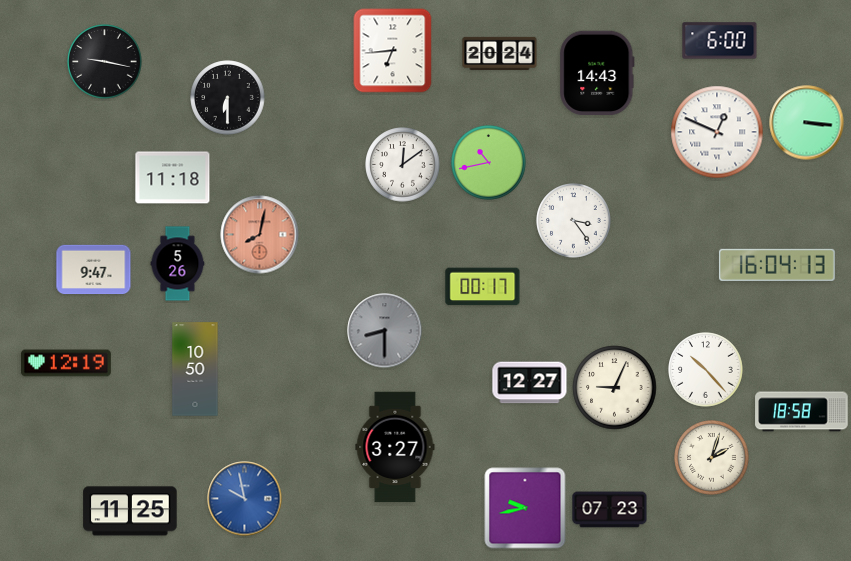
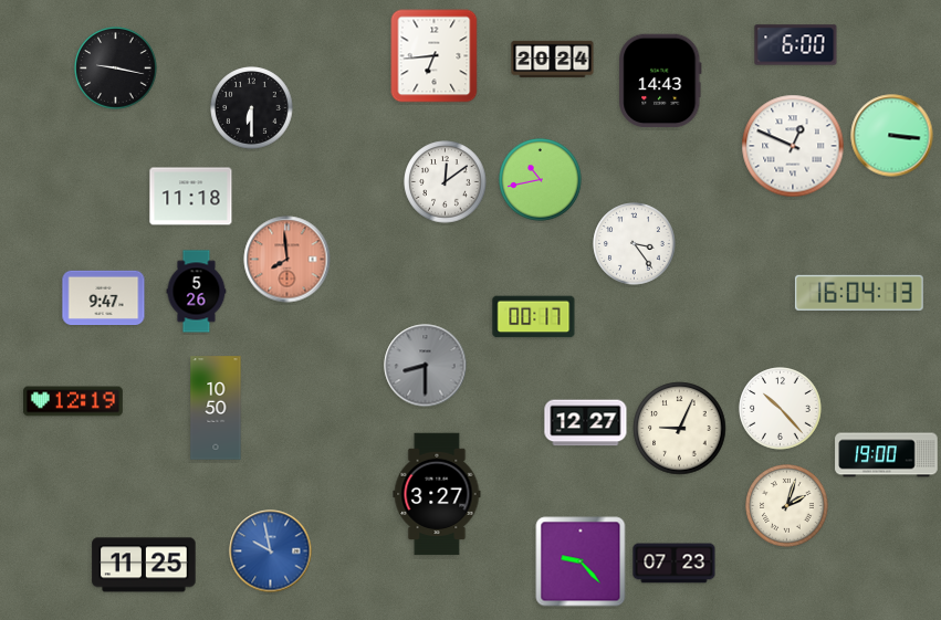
clock at (260, 235): 8:02 -> 7:59
clock at (802, 412): 18:58 -> 19:00
clock at (525, 508): 9:43 -> 9:23
